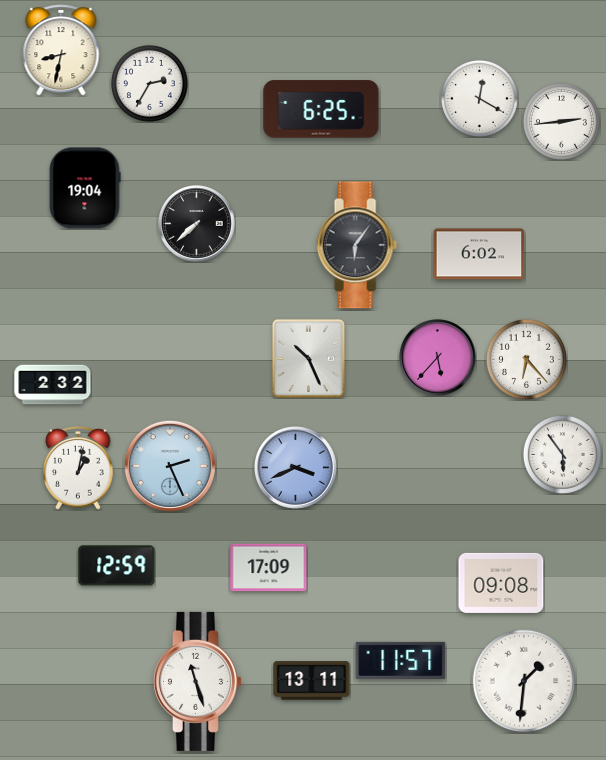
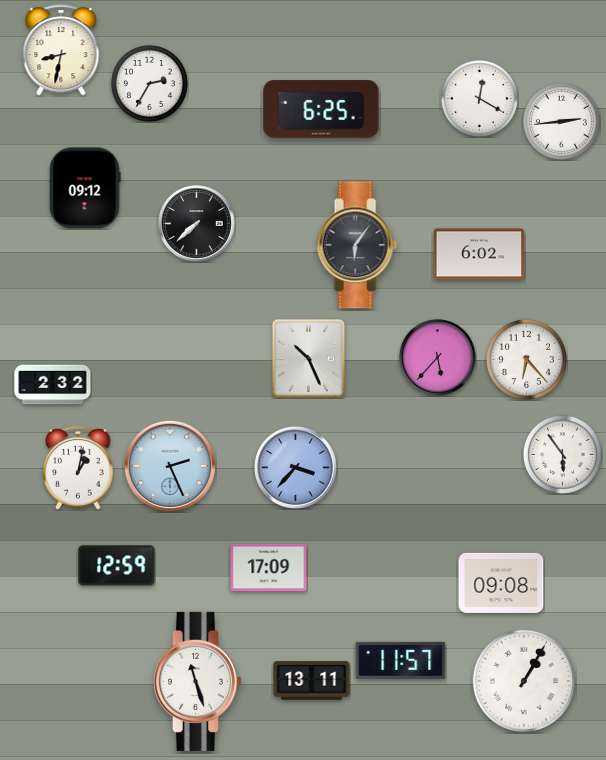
clock at (85, 188): 19:04 -> 09:12
clock at (296, 468): 3:41 -> 3:37
clock at (523, 680): 1:31 -> 1:05
